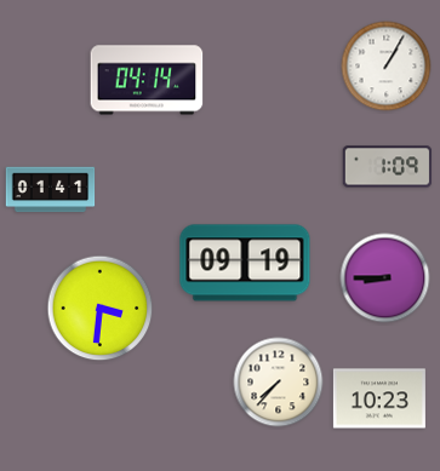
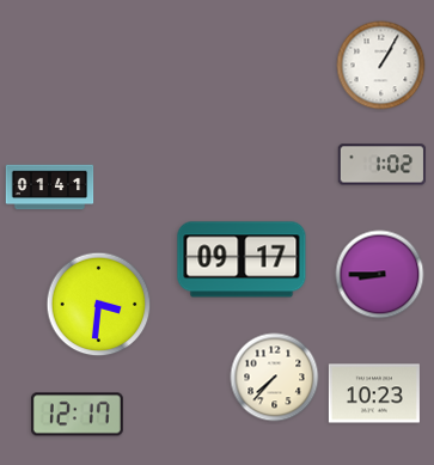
clock at (147, 80): 04:14 -> none
clock at (388, 167): 1:09 -> 1:02
clock at (245, 263): 09:19 -> 09:17
clock at (77, 415): none -> 12:17
